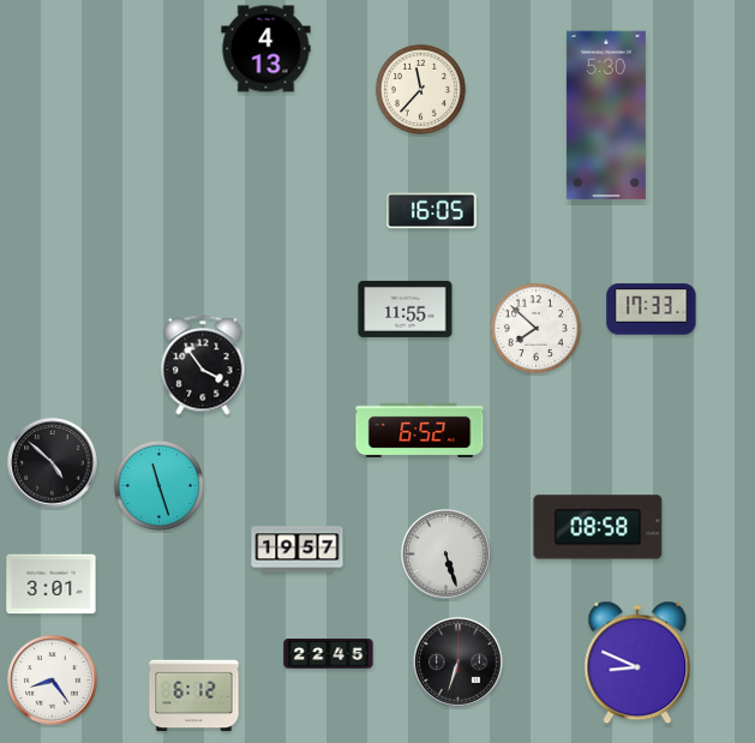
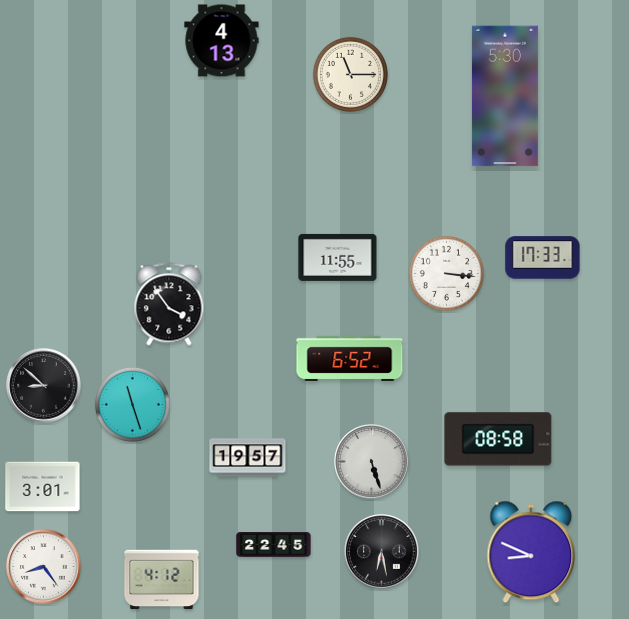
clock at (420, 89): 11:37 -> 11:15
clock at (432, 211): 16:05 -> none
clock at (535, 328): 7:52 -> 3:16
clock at (53, 463): 4:52 -> 8:52
clock at (459, 663): 6:33 -> 6:28
clock at (194, 696): 6:12 -> 4:12
